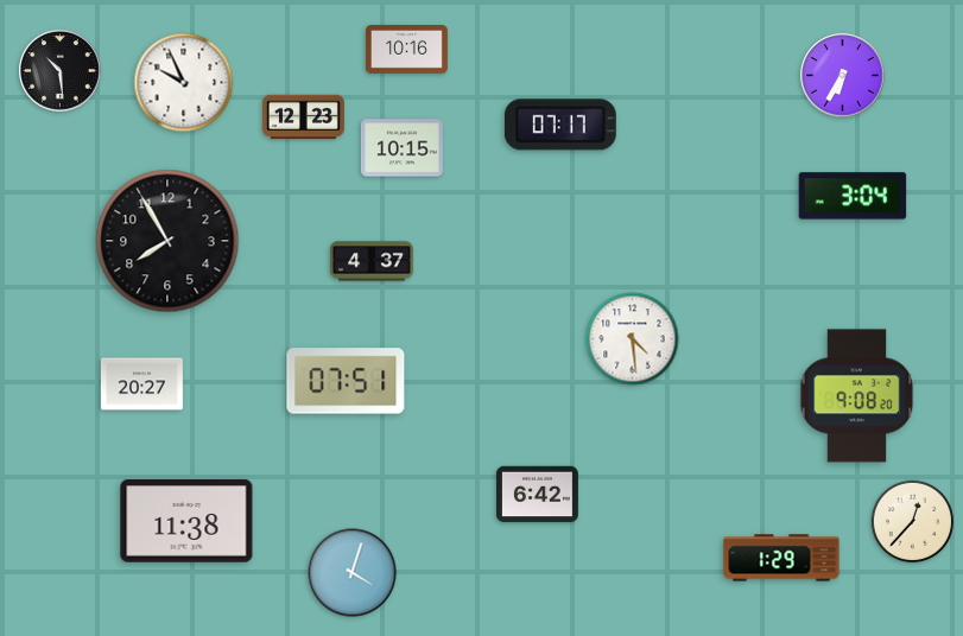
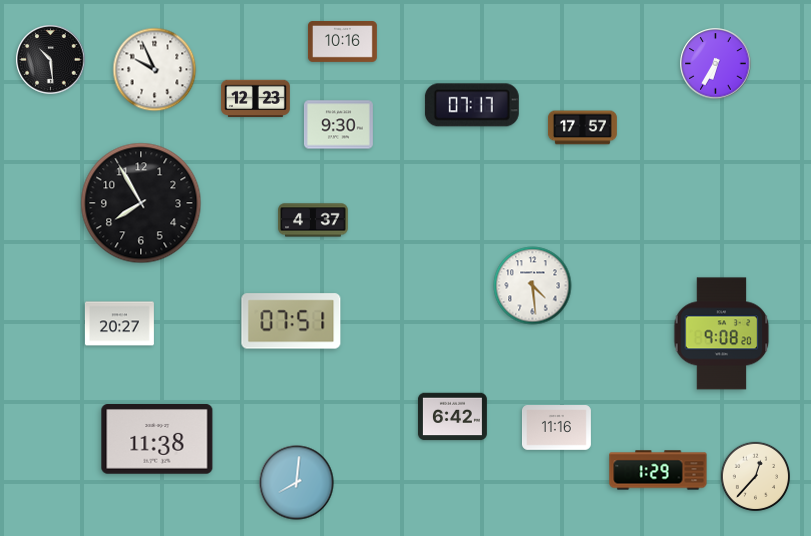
clock at (843, 76) position: (843, 76) -> (716, 64)
clock at (401, 148): 10:15 -> 9:30
clock at (582, 128): none -> 17:57
clock at (853, 196): 3:04 -> none
clock at (556, 428): none -> 11:16
clock at (912, 522) position: (912, 522) -> (755, 477)
clock at (353, 573): 4:03 -> 8:01
